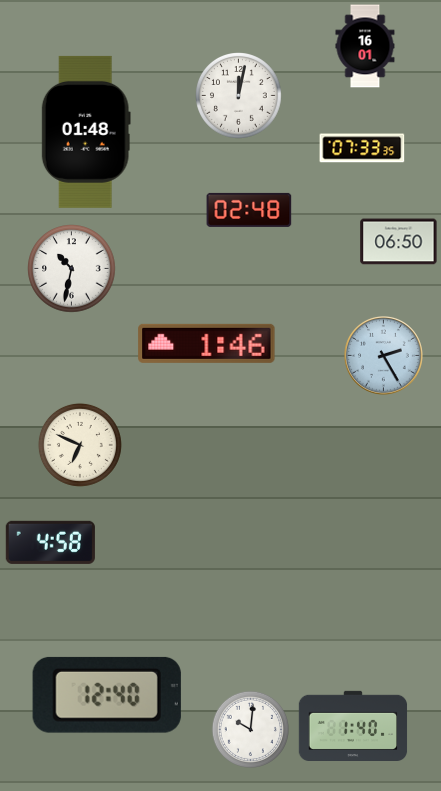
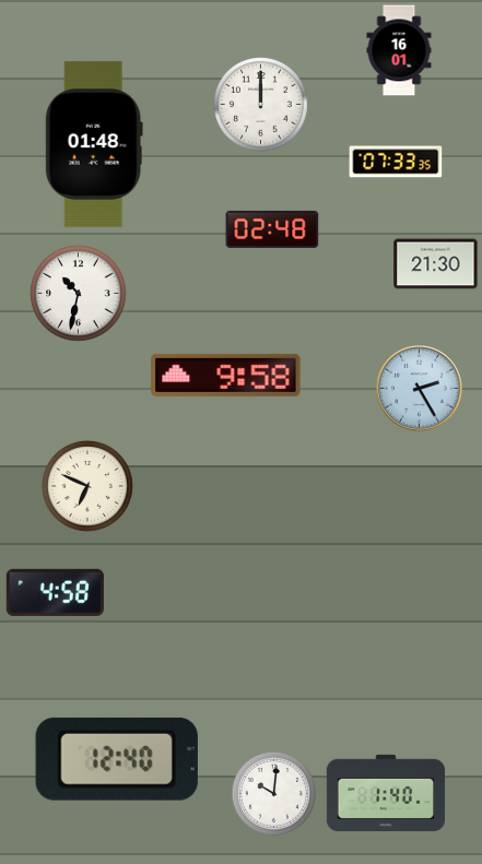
clock at (239, 96): 12:02 -> 12:00
clock at (399, 242): 06:50 -> 21:30
clock at (207, 343): 1:46 -> 9:58
clock at (250, 729) position: (250, 729) -> (273, 793)
